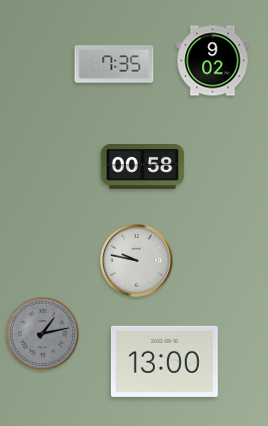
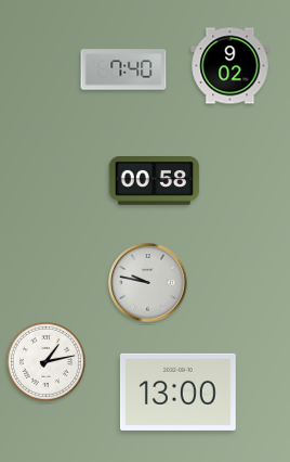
clock at (114, 64): 7:35 -> 7:40
clock at (42, 333) dial: grey -> white
